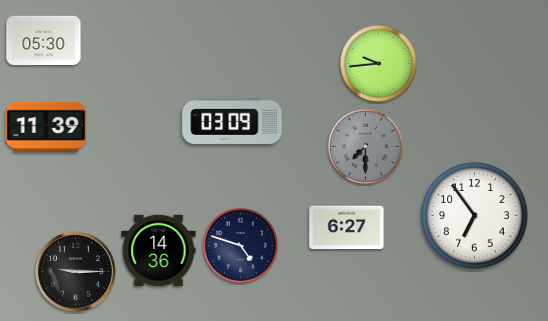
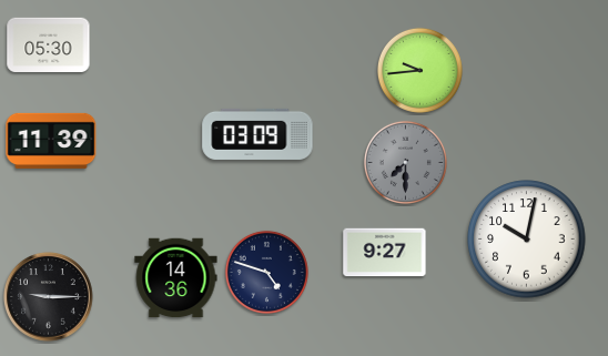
clock at (475, 216): 6:54 -> 10:02
clock at (347, 228): 6:27 -> 9:27
clock at (76, 272) position: (76, 272) -> (49, 297)
